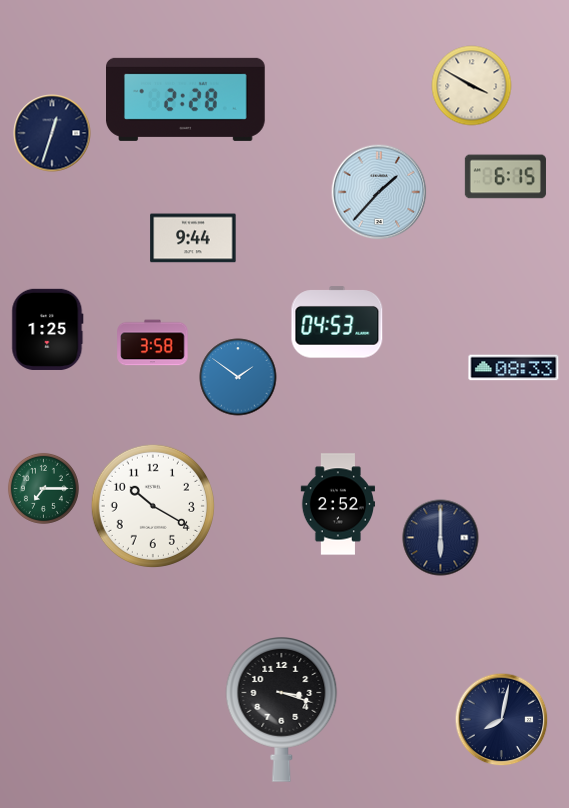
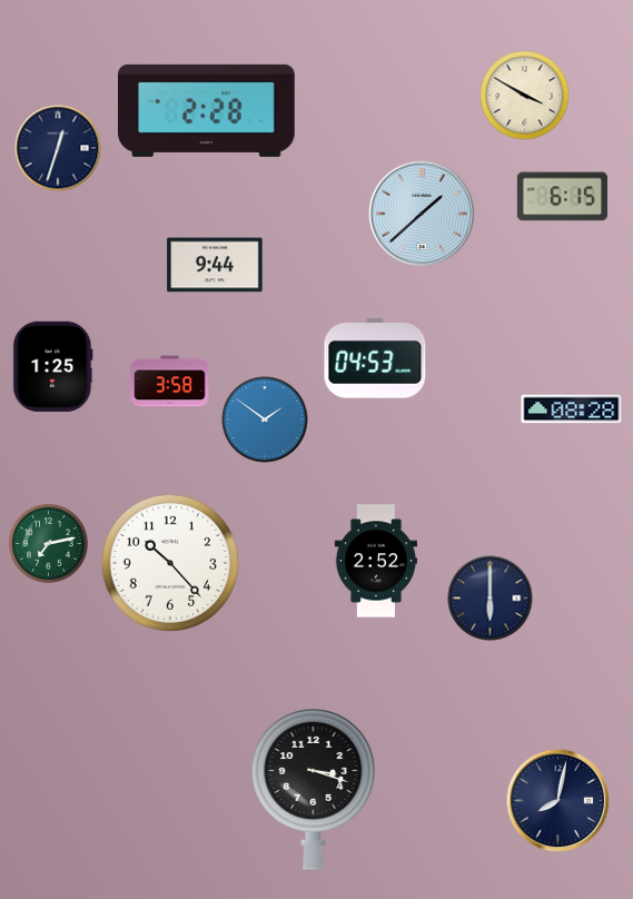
clock at (379, 192): 1:37 -> 1:38
clock at (514, 368): 08:33 -> 08:28
clock at (43, 488): 7:15 -> 7:13
clock at (153, 506): 10:20 -> 10:23
